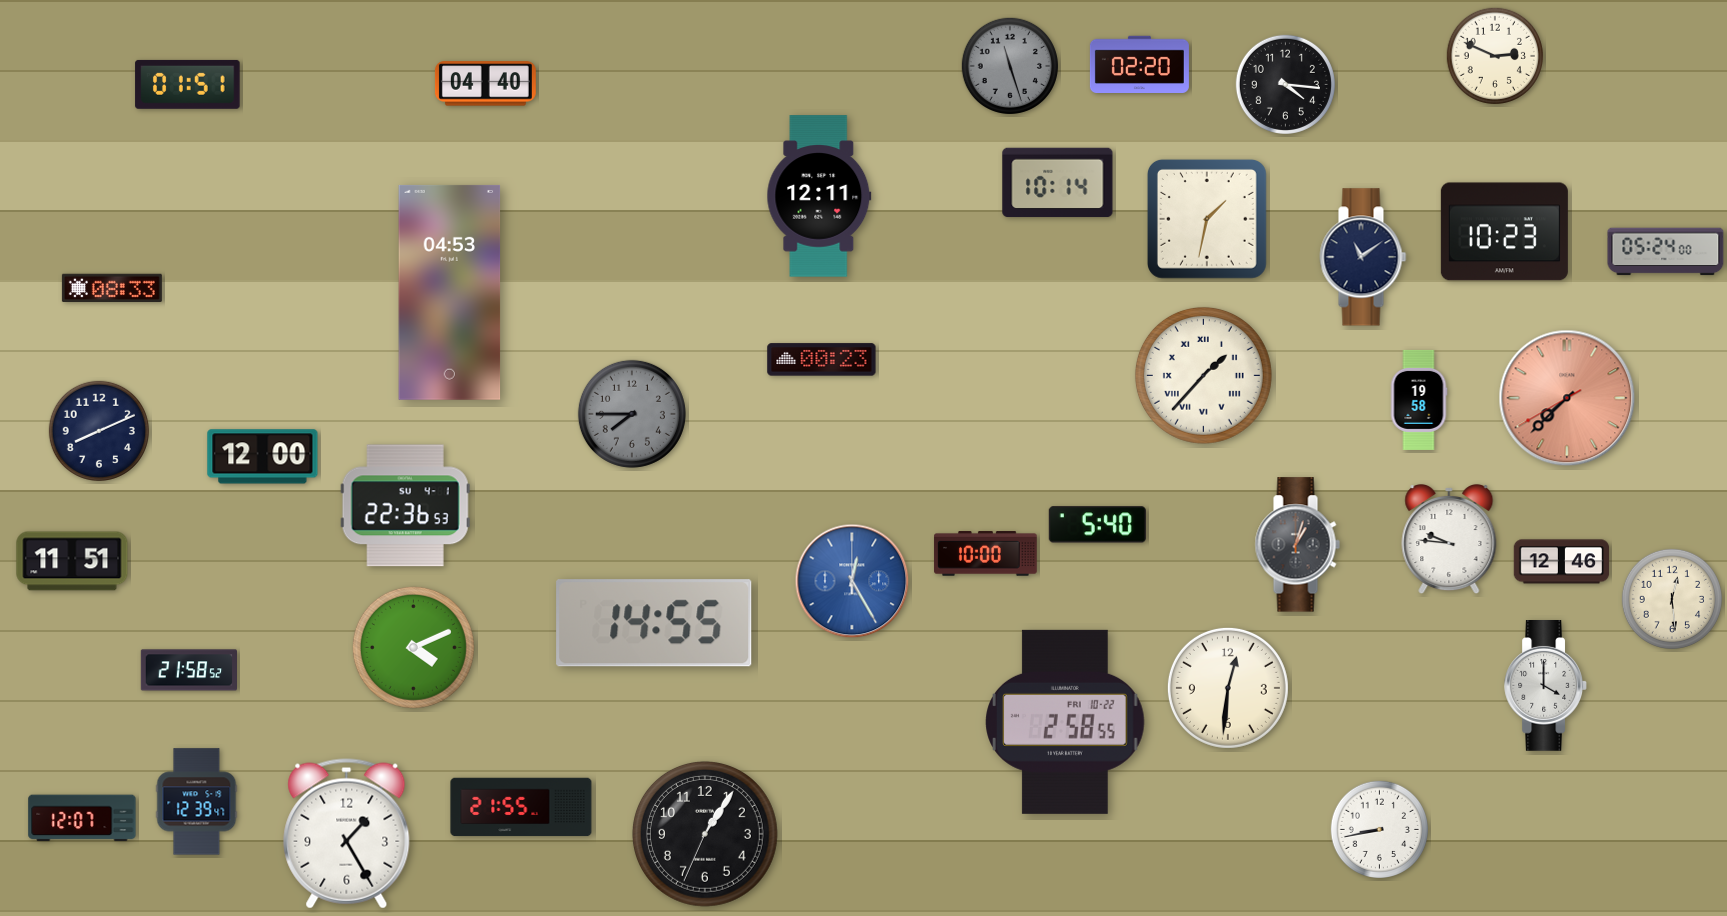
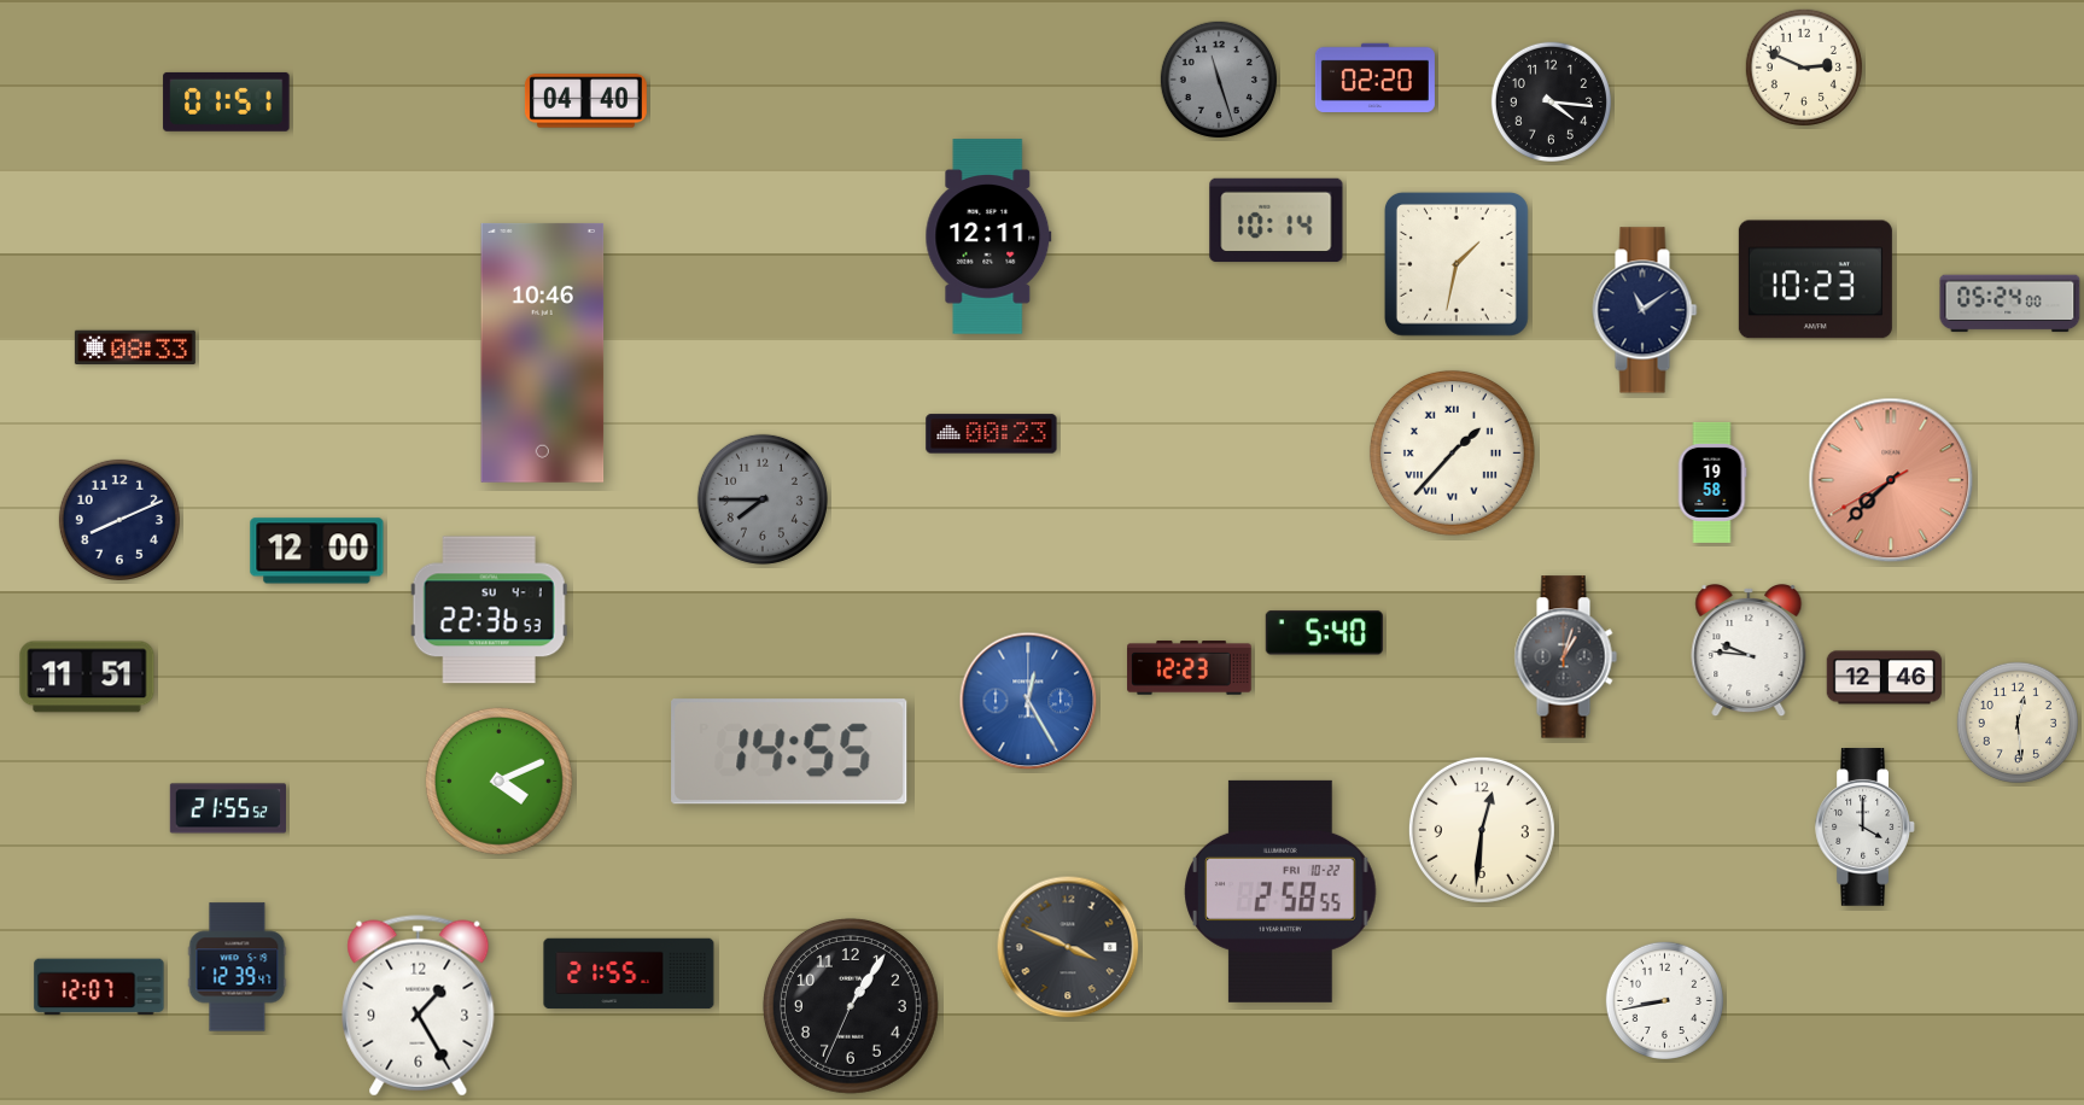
clock at (450, 292): 04:53 -> 10:46
clock at (986, 554): 10:00 -> 12:23
clock at (188, 670): 21:58 -> 21:55
clock at (1065, 722) position: (1065, 722) -> (1280, 891)
clock at (1068, 947): none -> 3:49
